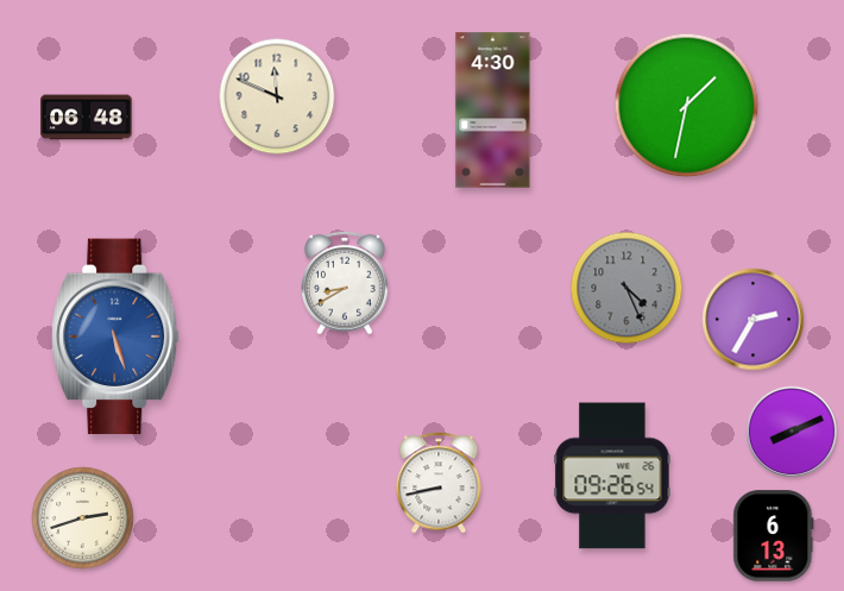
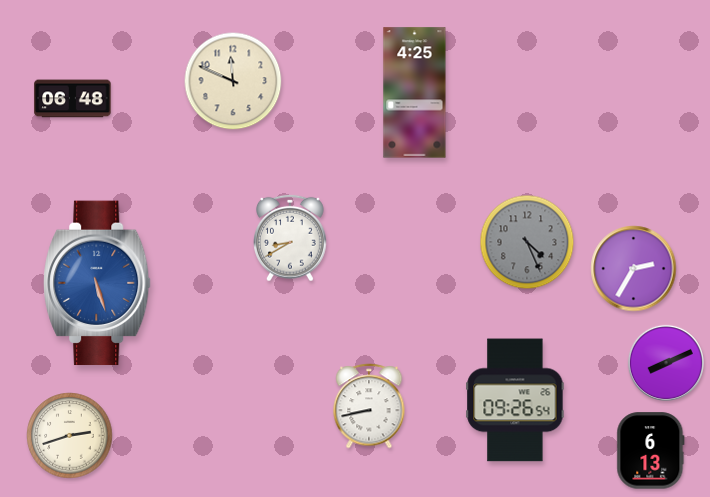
clock at (687, 106): 1:32 -> none
clock at (493, 111): 4:30 -> 4:25
